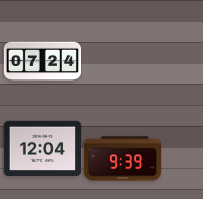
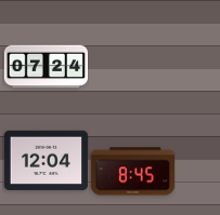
clock at (122, 159): 9:39 -> 8:45
